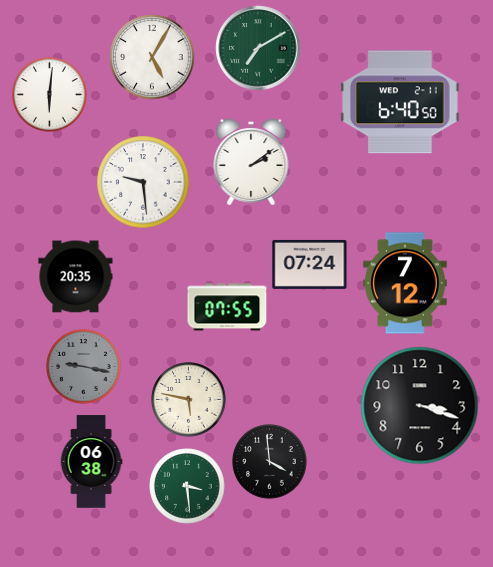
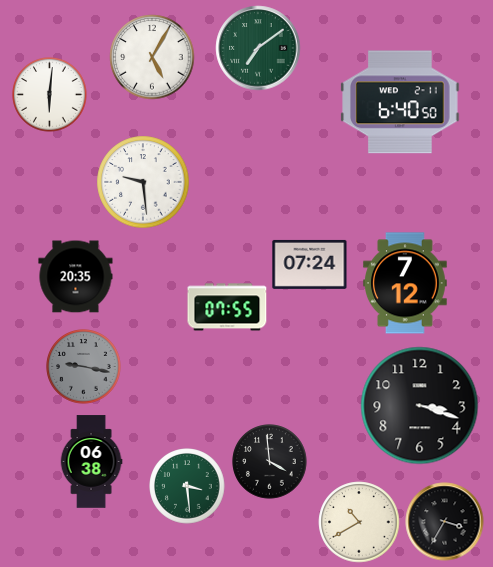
clock at (258, 48): 7:10 -> 7:09
clock at (251, 163): 2:09 -> none
clock at (189, 400): 5:47 -> none
clock at (359, 522): none -> 10:40
clock at (445, 522): none -> 3:35
